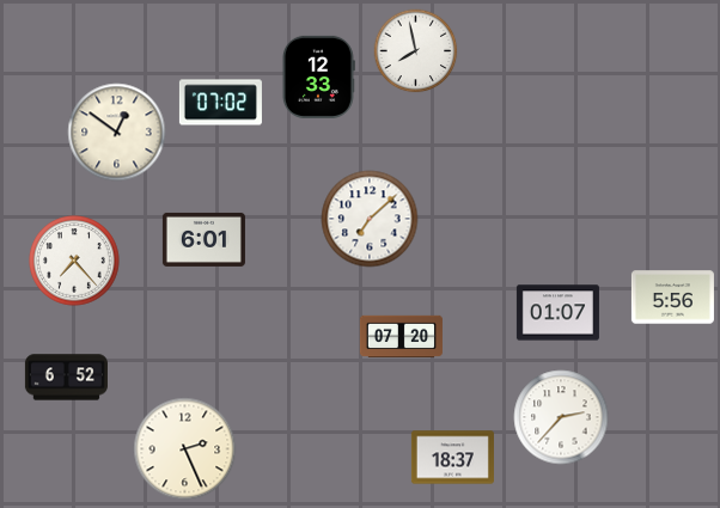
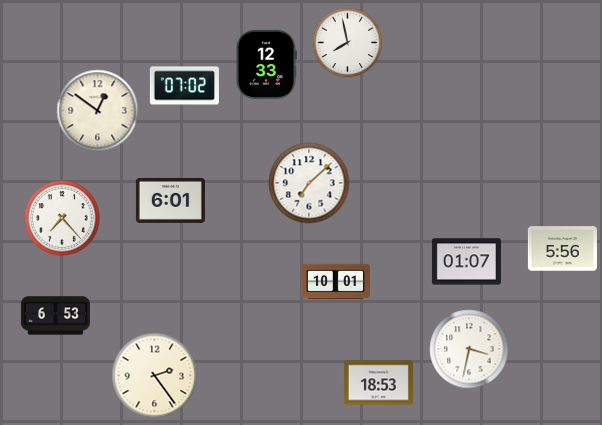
clock at (401, 337): 07:20 -> 10:01
clock at (66, 378): 6:52 -> 6:53
clock at (561, 417): 2:37 -> 3:32
clock at (185, 449): 2:26 -> 2:24
clock at (452, 458): 18:37 -> 18:53
